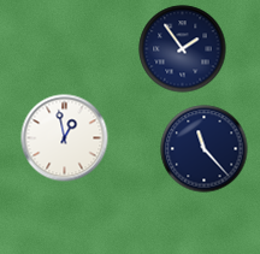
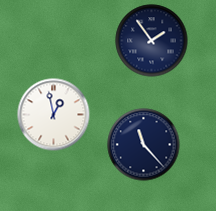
clock at (205, 149) position: (205, 149) -> (144, 145)
